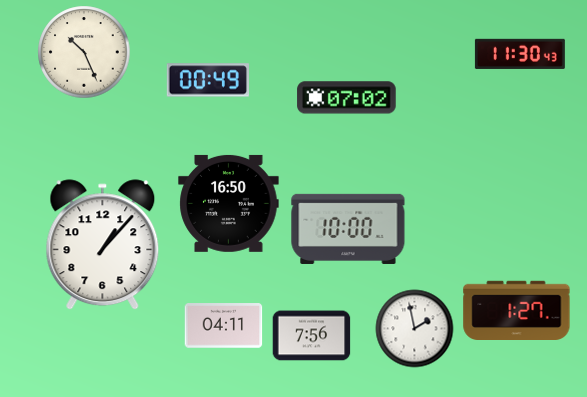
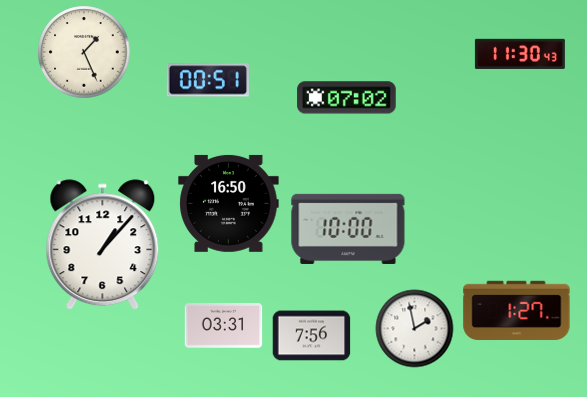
clock at (84, 52): 10:26 -> 1:26
clock at (207, 80): 00:49 -> 00:51
clock at (223, 326): 04:11 -> 03:31
